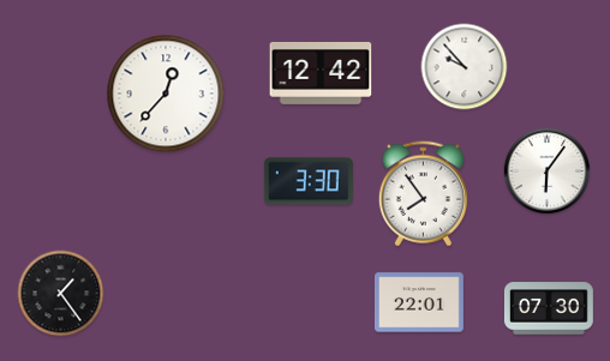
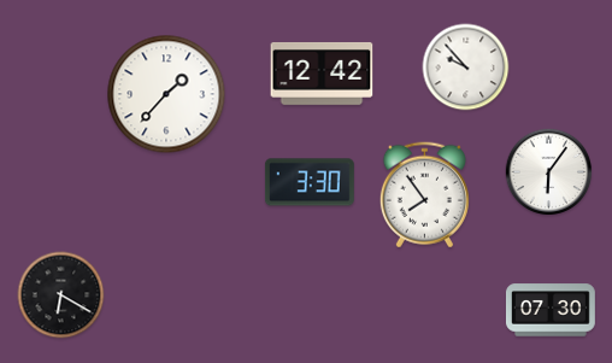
clock at (166, 94): 12:37 -> 1:37
clock at (61, 294): 1:24 -> 6:20
clock at (419, 302): 22:01 -> none
